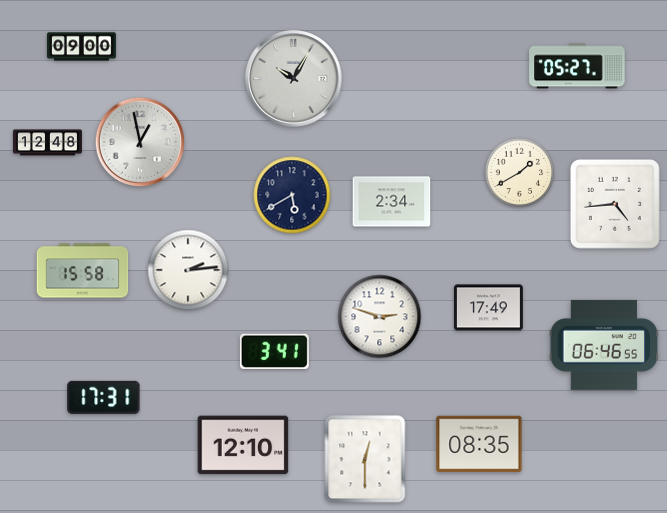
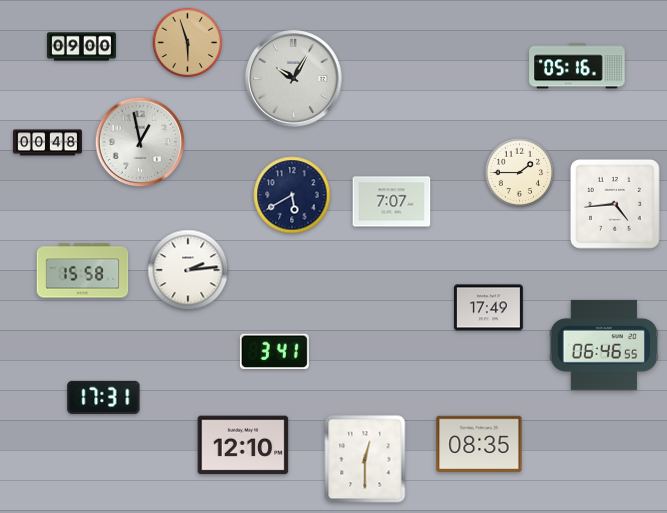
clock at (188, 43): none -> 5:57
clock at (577, 66): 05:27 -> 05:16
clock at (47, 143): 12:48 -> 00:48
clock at (520, 173): 1:40 -> 1:45
clock at (392, 202): 2:34 -> 7:07
clock at (380, 317): 2:48 -> none
